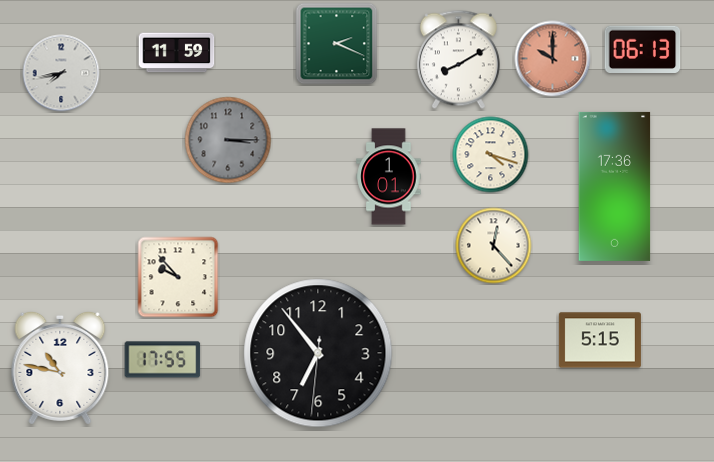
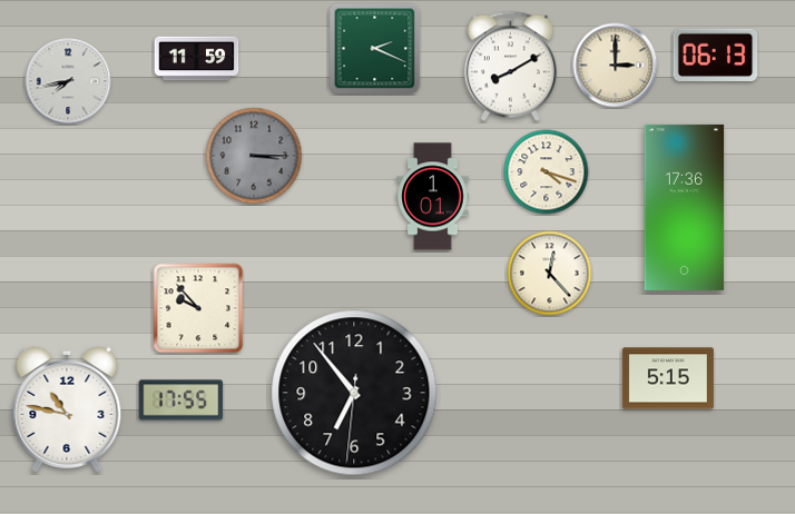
clock at (553, 59): 10:00 -> 3:00
clock at (553, 59) dial: salmon -> cream
